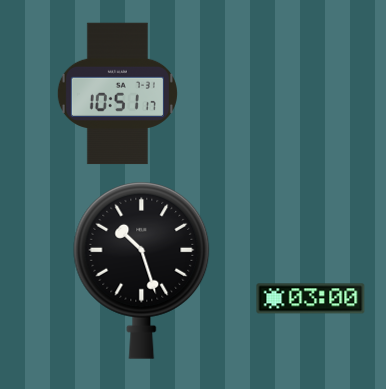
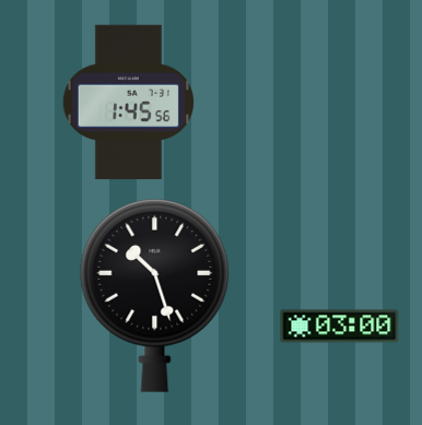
clock at (117, 94): 10:51 -> 1:45
